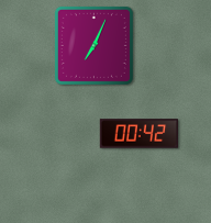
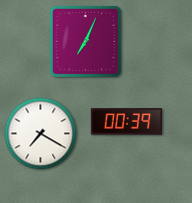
clock at (140, 134): 00:42 -> 00:39
clock at (41, 134): none -> 7:20
